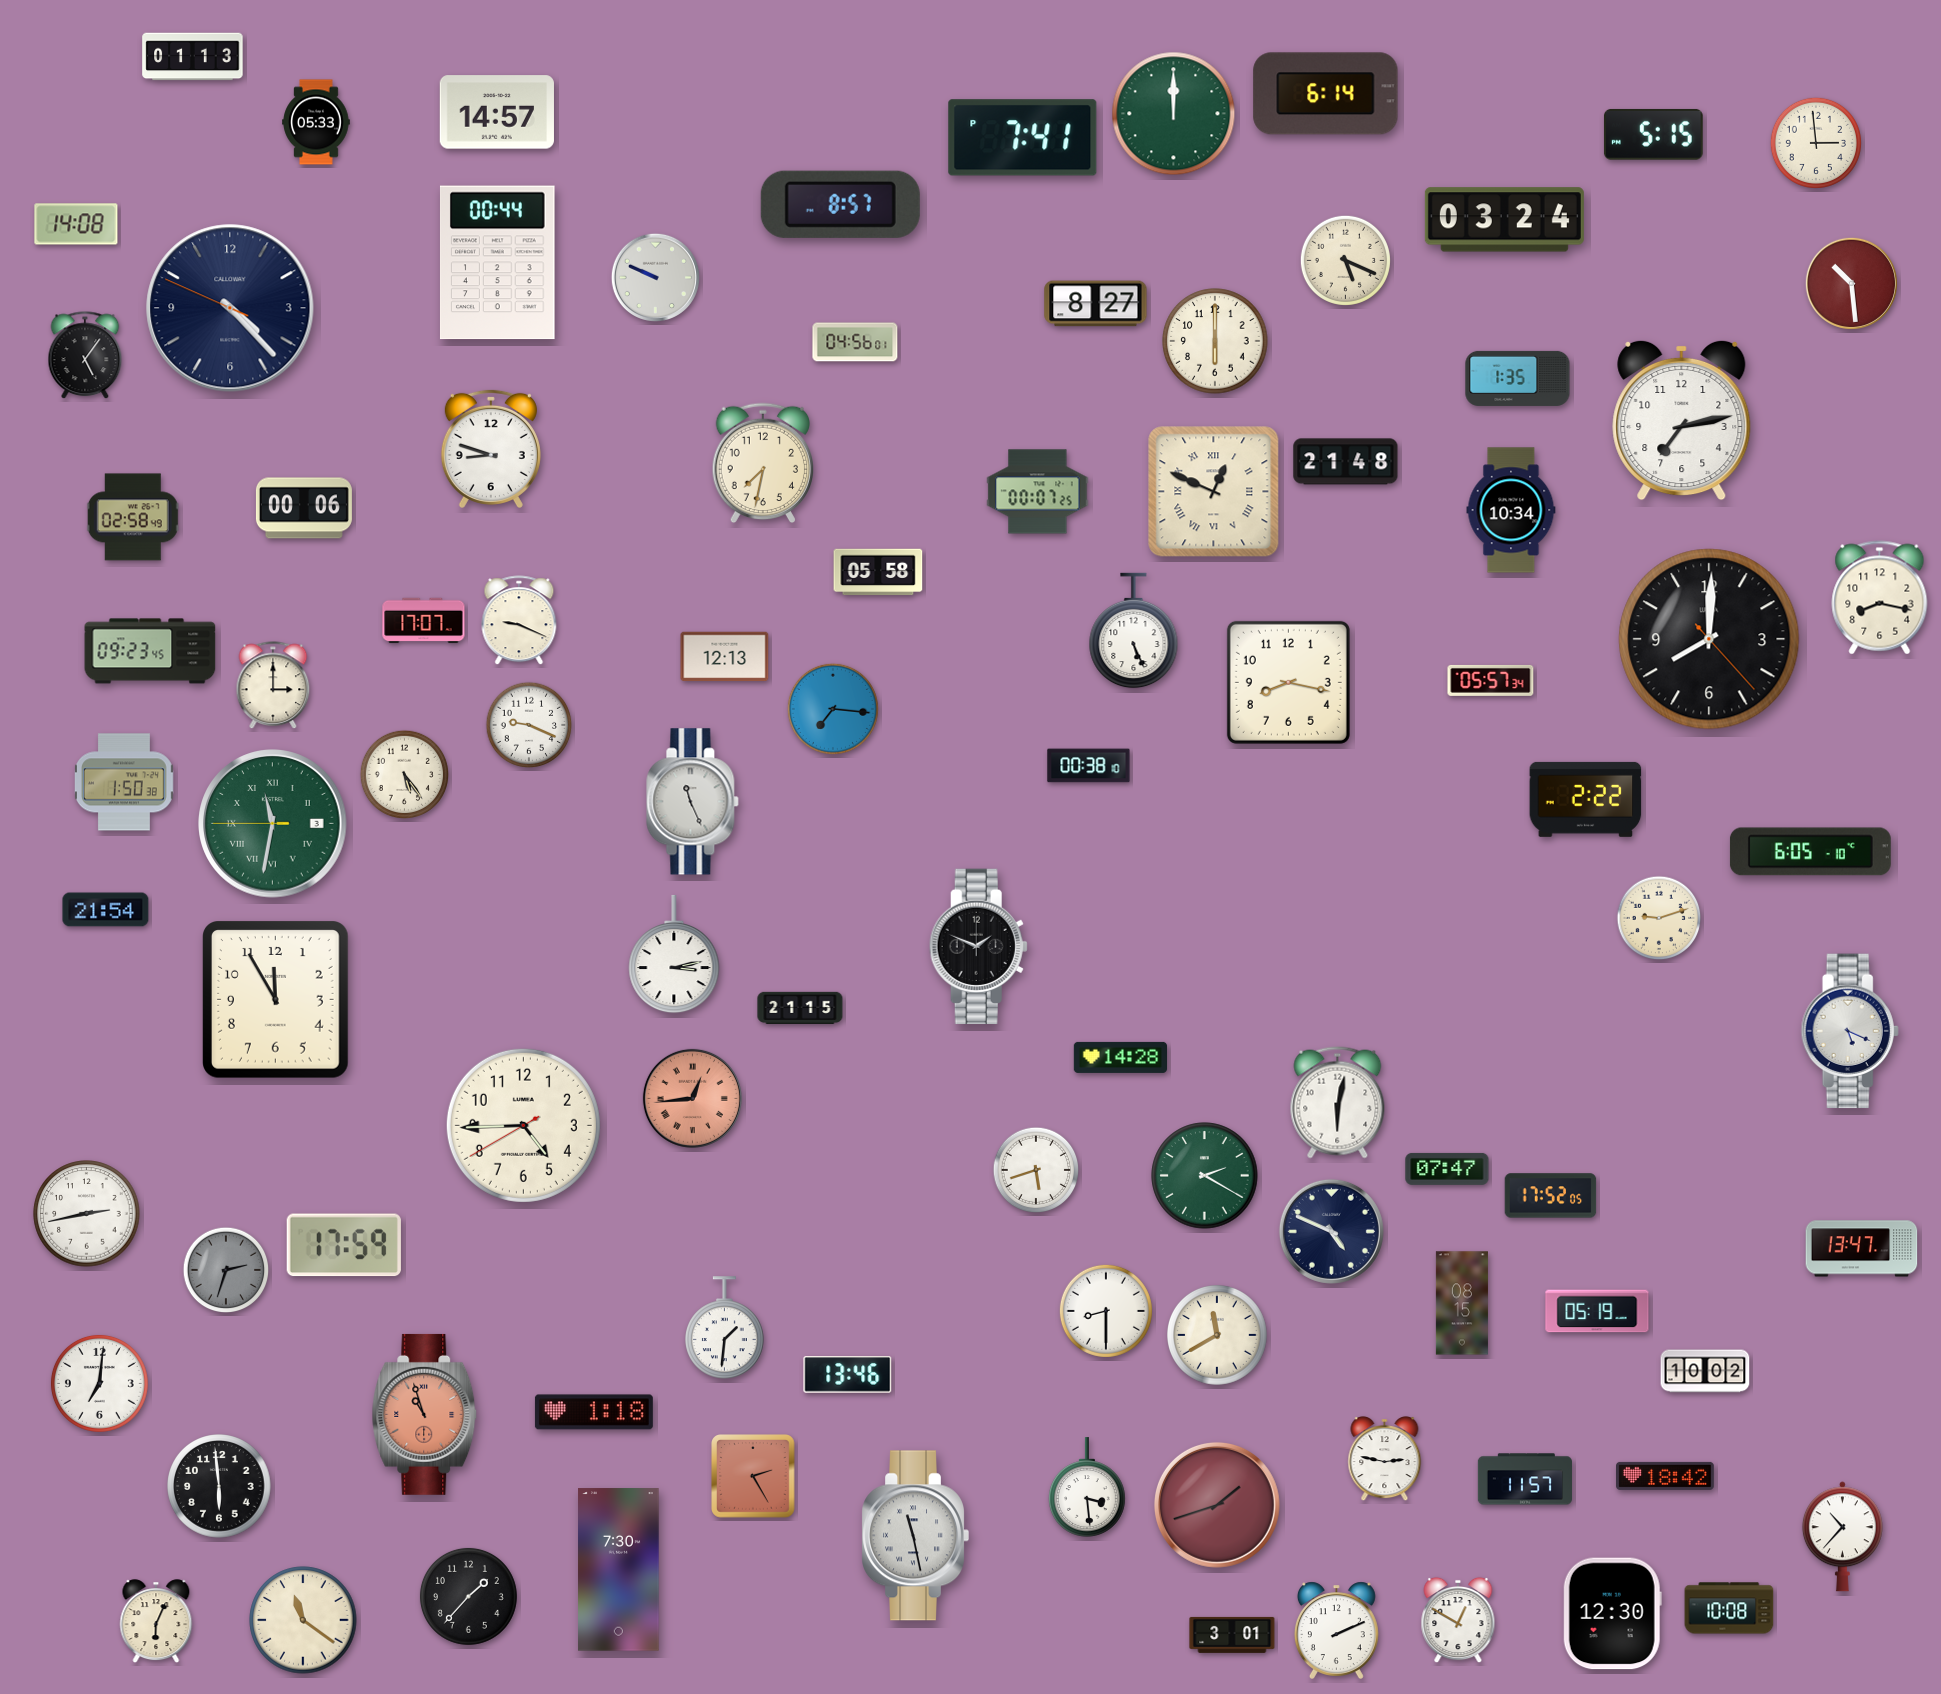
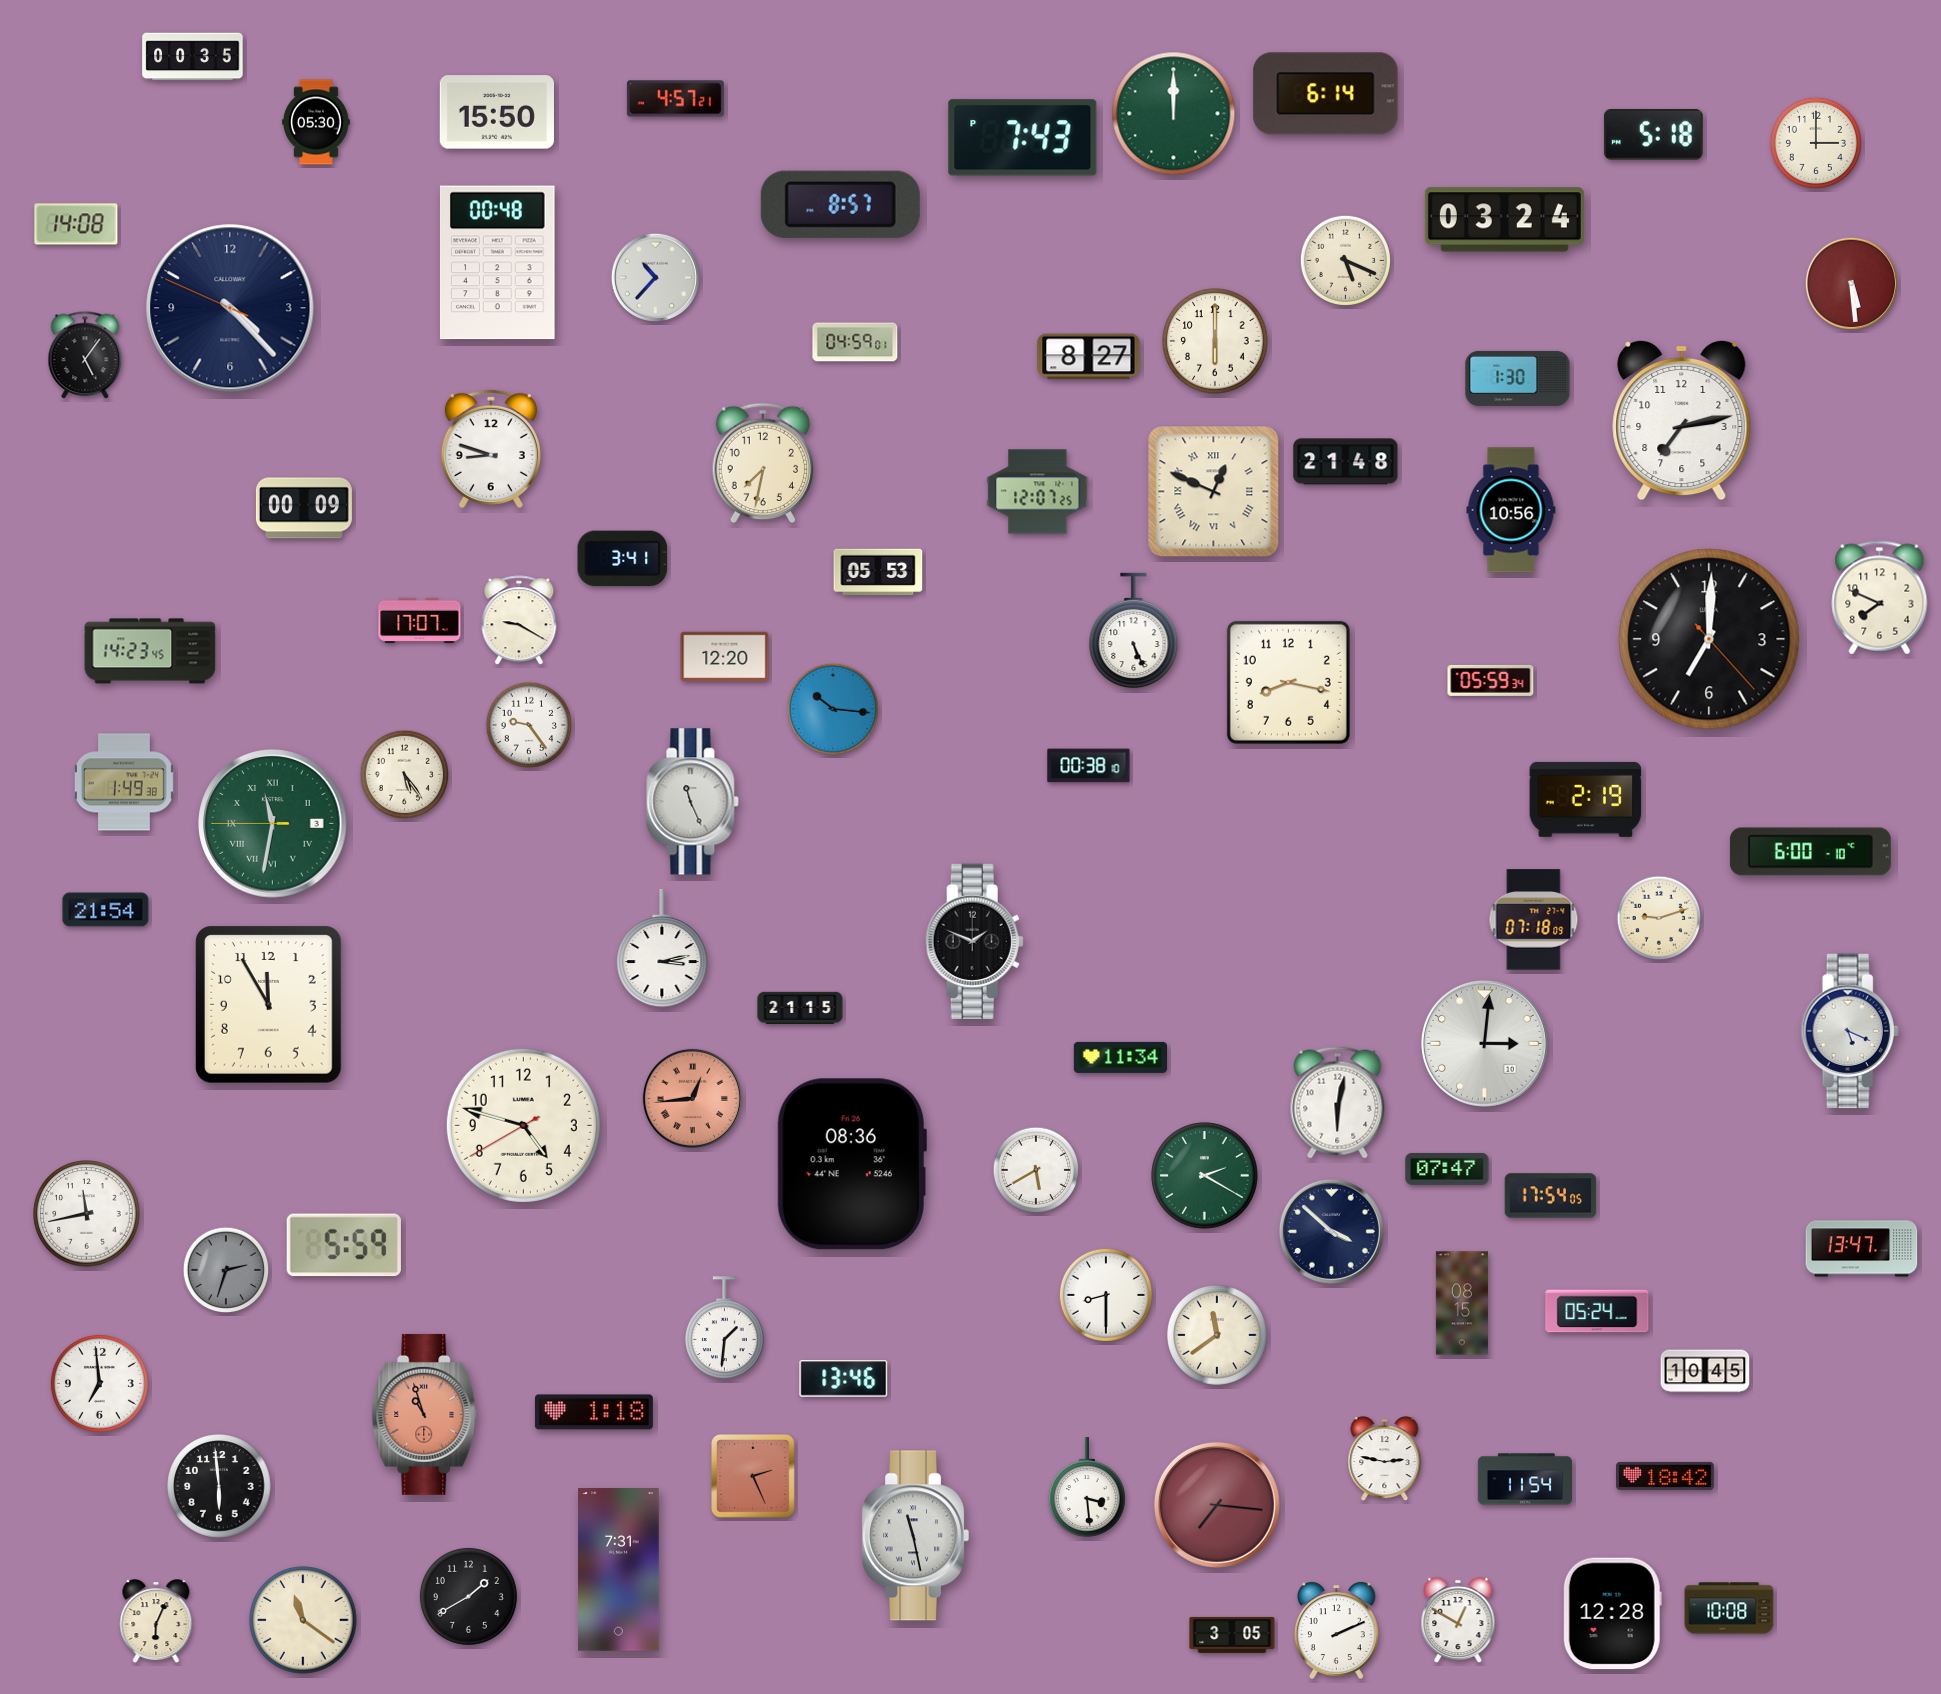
clock at (193, 57): 01:13 -> 00:35
clock at (675, 99): none -> 4:57
clock at (497, 112): 14:57 -> 15:50
clock at (316, 122): 05:33 -> 05:30
clock at (1653, 134): 5:15 -> 5:18
clock at (1023, 138): 7:41 -> 7:43
clock at (1816, 143): 2:59 -> 3:00
clock at (498, 263): 00:44 -> 00:48
clock at (655, 277): 9:49 -> 10:37
clock at (1851, 283): 10:29 -> 5:29
clock at (1096, 304) position: (1096, 304) -> (1089, 357)
clock at (855, 342): 04:56 -> 04:59
clock at (1518, 378): 1:35 -> 1:30
clock at (1038, 492): 00:07 -> 12:07
clock at (304, 508): 00:06 -> 00:09
clock at (1511, 510): 10:34 -> 10:56
clock at (133, 517): 02:58 -> none
clock at (623, 559): none -> 3:41
clock at (878, 572): 05:58 -> 05:53
clock at (1880, 598): 8:17 -> 7:49
clock at (424, 621) position: (424, 621) -> (420, 621)
clock at (519, 621): 9:19 -> 9:20
clock at (1709, 639): 8:00 -> 7:00
clock at (150, 651): 09:23 -> 14:23
clock at (725, 657): 12:13 -> 12:20
clock at (1491, 680): 05:57 -> 05:59
clock at (273, 686): 3:00 -> none
clock at (833, 709): 7:16 -> 10:16
clock at (529, 725): 9:19 -> 9:24
clock at (124, 782): 1:50 -> 1:49
clock at (1586, 799): 2:22 -> 2:19
clock at (1810, 852): 6:05 -> 6:00
clock at (1534, 920): none -> 07:18
clock at (978, 947) position: (978, 947) -> (974, 942)
clock at (674, 954) position: (674, 954) -> (662, 948)
clock at (276, 1000) position: (276, 1000) -> (269, 1005)
clock at (1484, 1043): none -> 3:01
clock at (1121, 1057): 14:28 -> 11:34
clock at (523, 1125): 4:44 -> 4:47
clock at (852, 1164): none -> 08:36
clock at (1036, 1170): 5:42 -> 5:40
clock at (1551, 1196): 17:52 -> 17:54
clock at (87, 1214): 2:43 -> 11:43
clock at (1331, 1231): 4:49 -> 3:52
clock at (344, 1245): 17:59 -> 5:59
clock at (1106, 1311) position: (1106, 1311) -> (1106, 1295)
clock at (1597, 1311): 05:19 -> 05:24
clock at (1218, 1336): 11:40 -> 11:39
clock at (1705, 1371): 10:02 -> 10:45
clock at (848, 1375) position: (848, 1375) -> (844, 1379)
clock at (99, 1383): 7:01 -> 6:59
clock at (754, 1477): 2:25 -> 2:26
clock at (1525, 1479): 11:57 -> 11:54
clock at (1217, 1505): 1:42 -> 7:16
clock at (1842, 1537): 10:37 -> none
clock at (619, 1570): 7:30 -> 7:31
clock at (468, 1596): 1:37 -> 1:40
clock at (1612, 1614): 12:30 -> 12:28
clock at (1232, 1635): 3:01 -> 3:05
